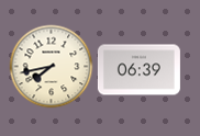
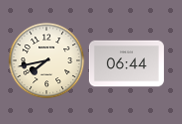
clock at (138, 70): 06:39 -> 06:44
